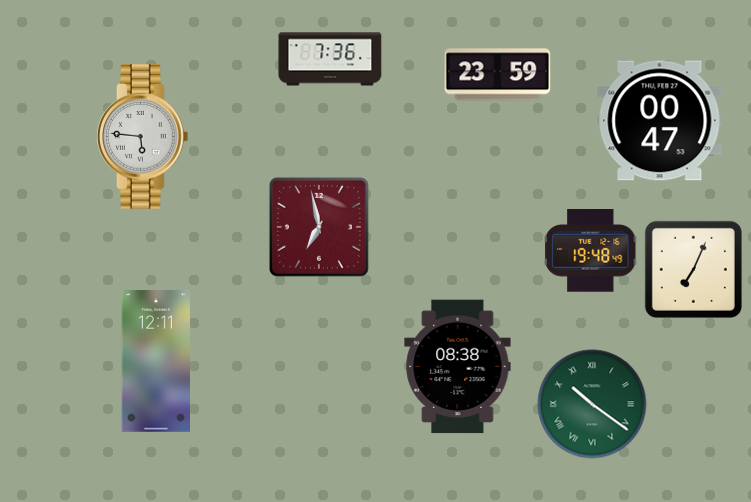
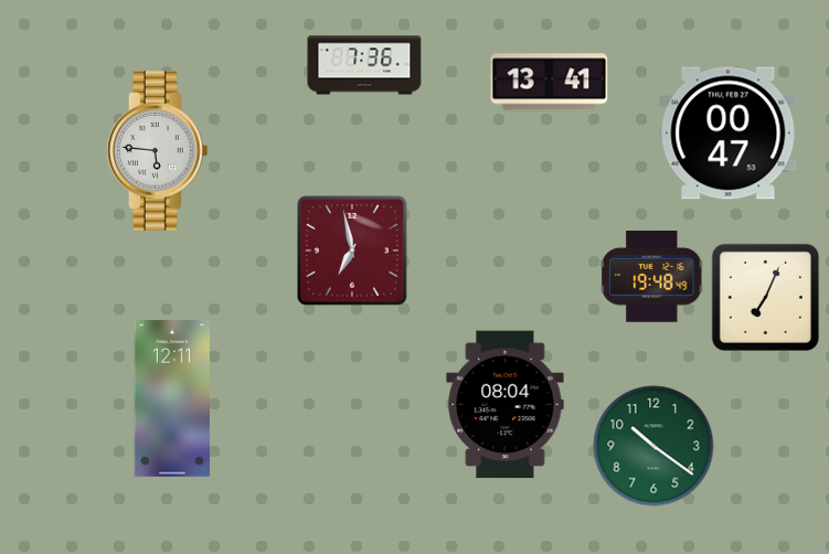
clock at (498, 75): 23:59 -> 13:41
clock at (458, 367): 08:38 -> 08:04
clock at (592, 404) numerals: Roman -> Arabic
